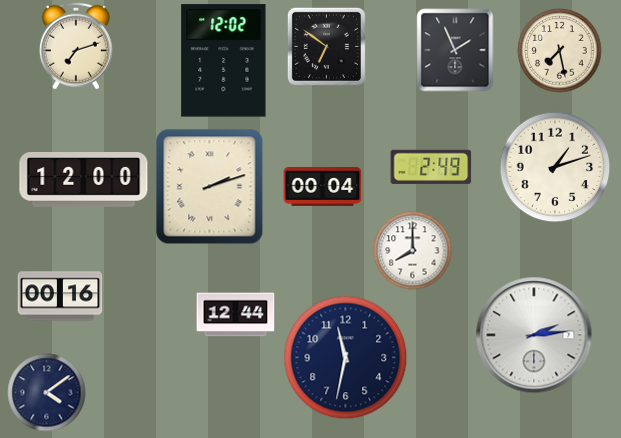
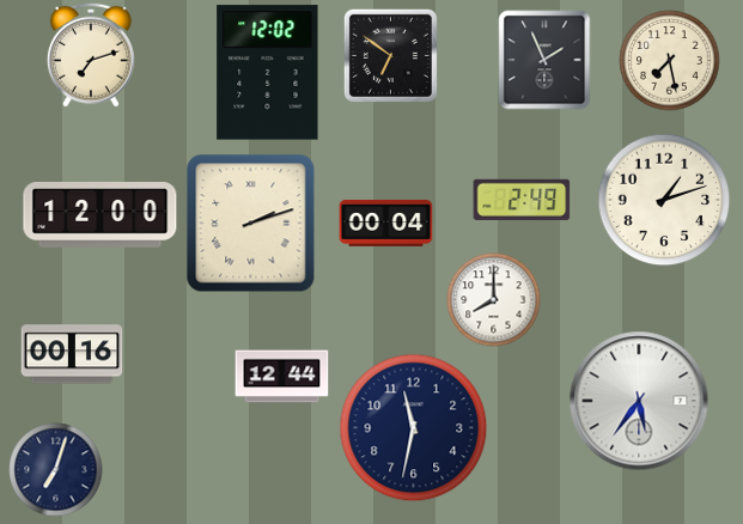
clock at (431, 167) position: (431, 167) -> (522, 200)
clock at (534, 335): 2:14 -> 5:36
clock at (46, 392): 4:09 -> 7:03
